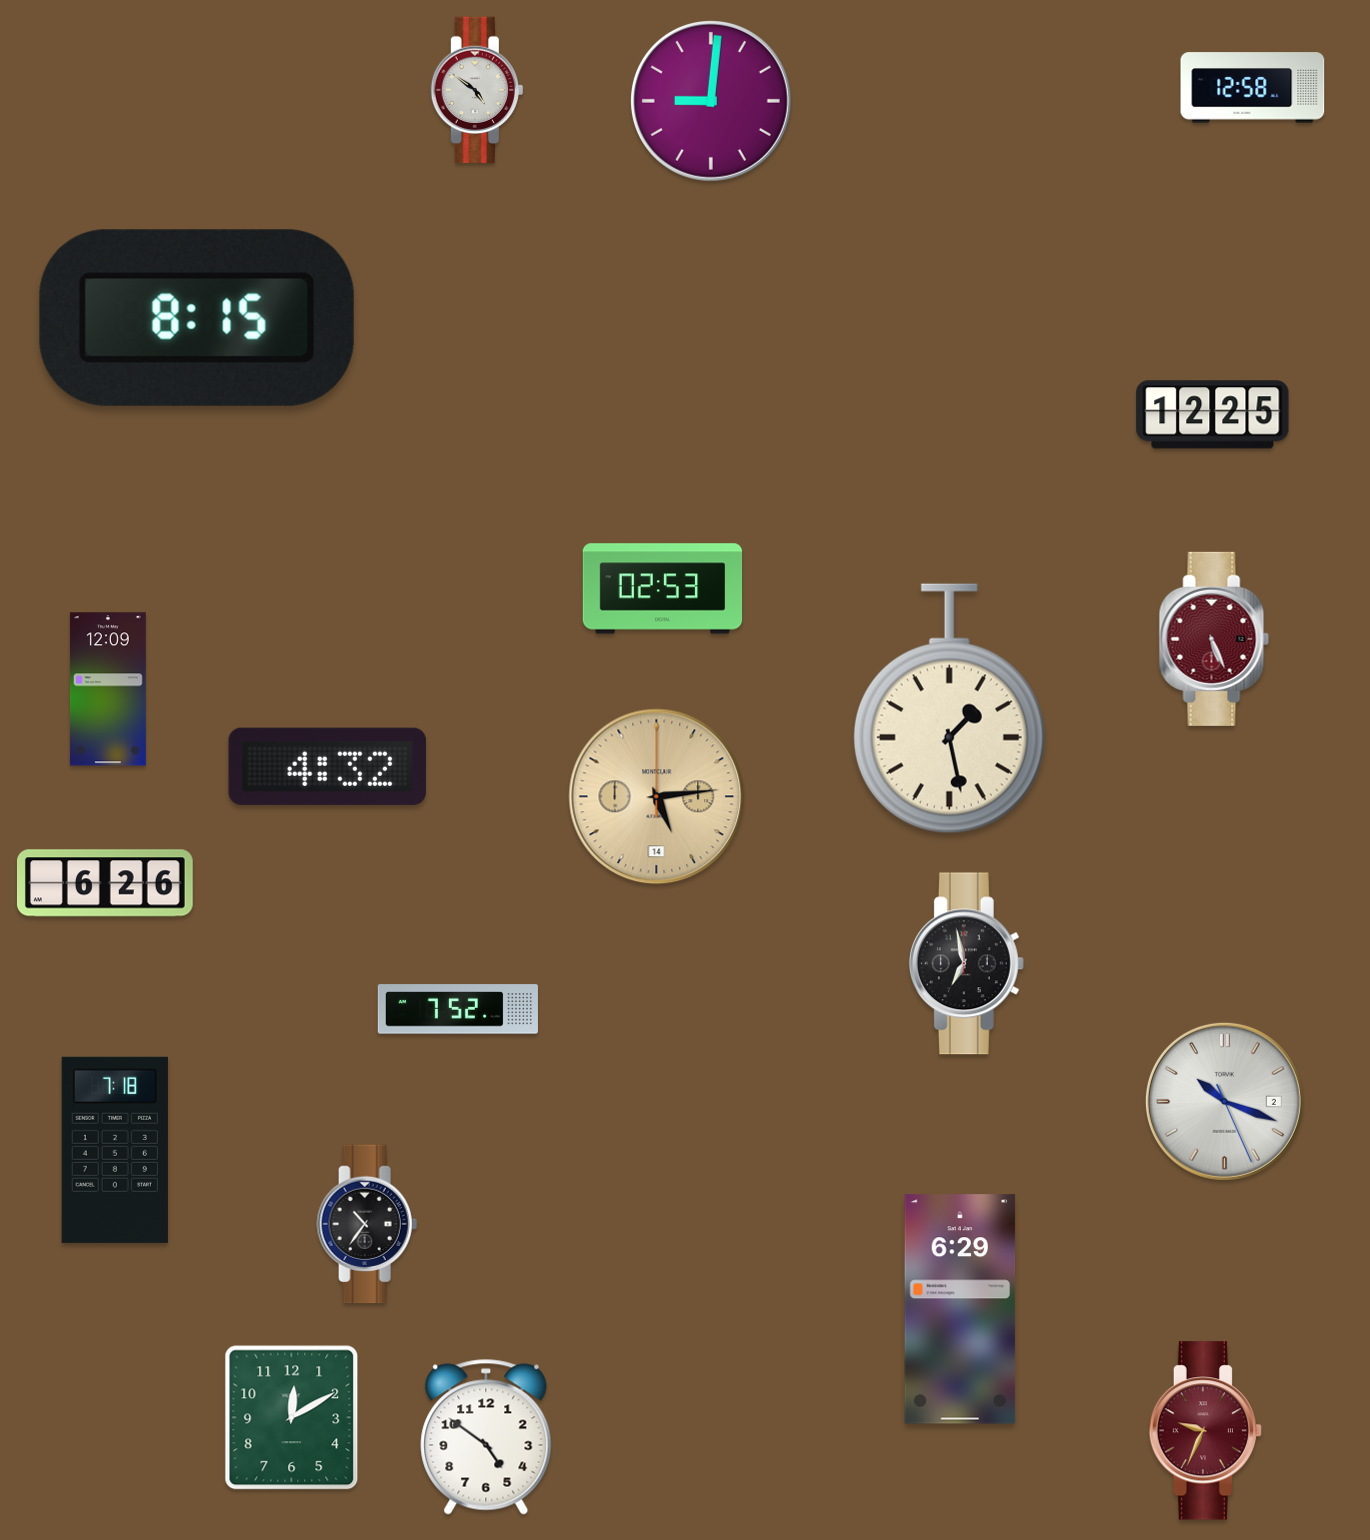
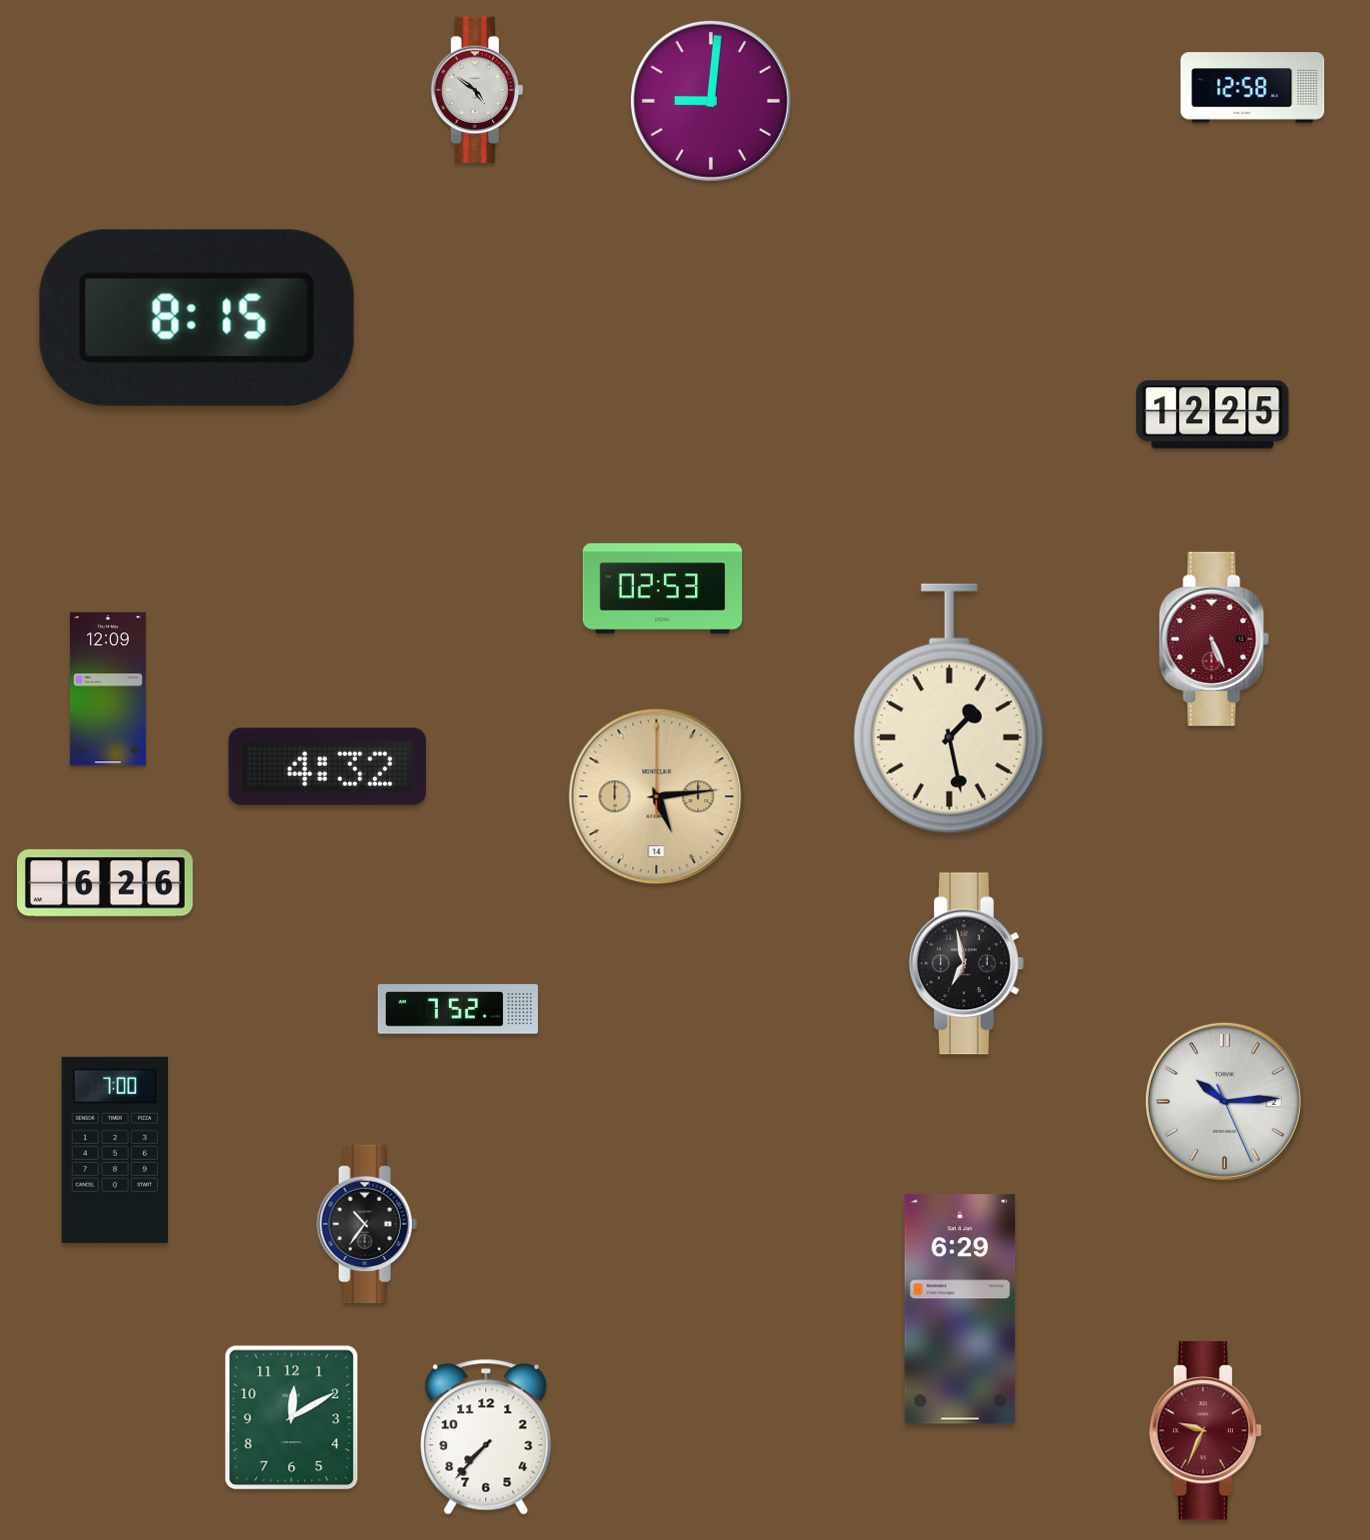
clock at (1224, 1101): 10:18 -> 10:14
clock at (115, 1150): 7:18 -> 7:00
clock at (486, 1437): 4:51 -> 7:37
